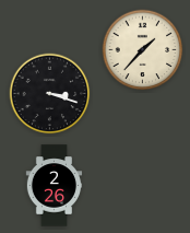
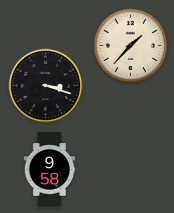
clock at (55, 186): 2:26 -> 9:58
